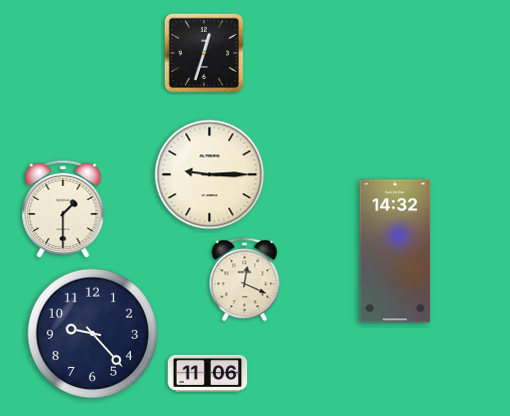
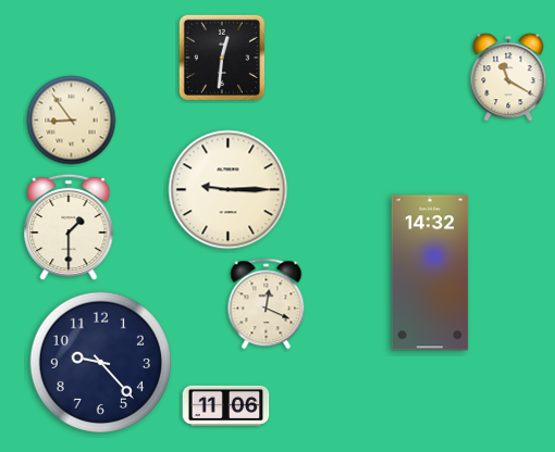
clock at (203, 52): 12:33 -> 12:31
clock at (508, 77): none -> 11:20
clock at (72, 121): none -> 8:54
